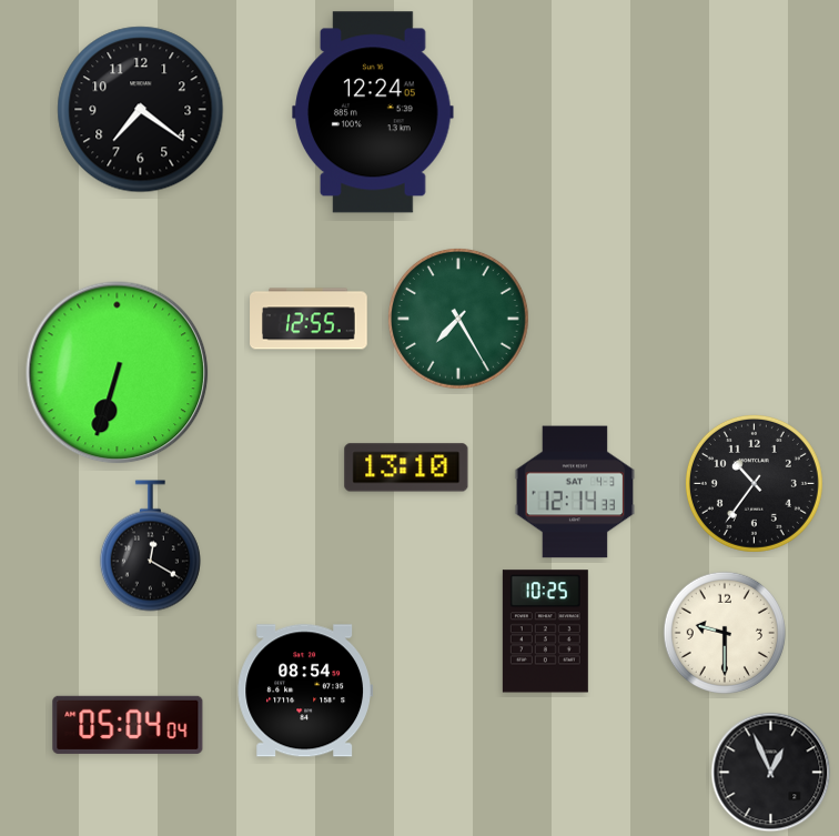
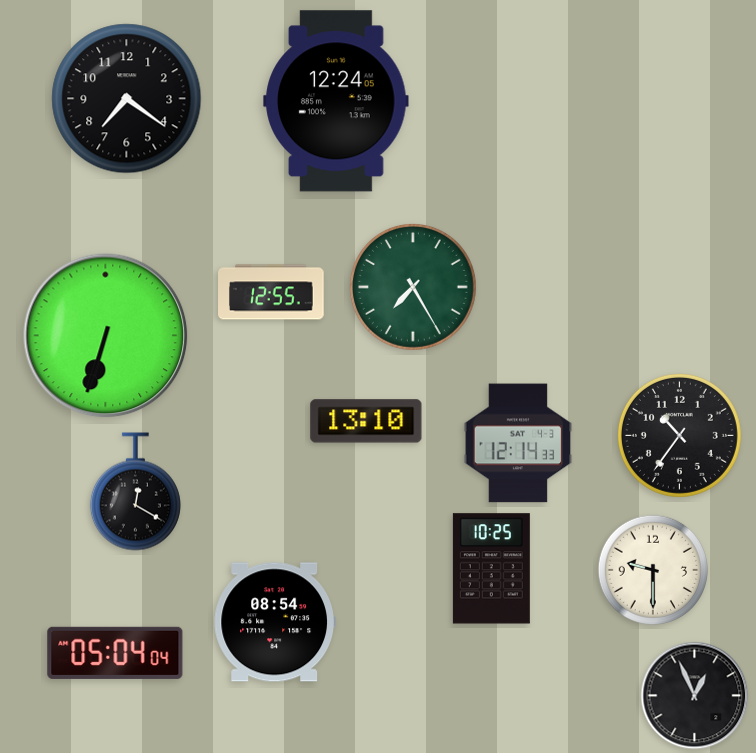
clock at (309, 319) position: (309, 319) -> (271, 292)
